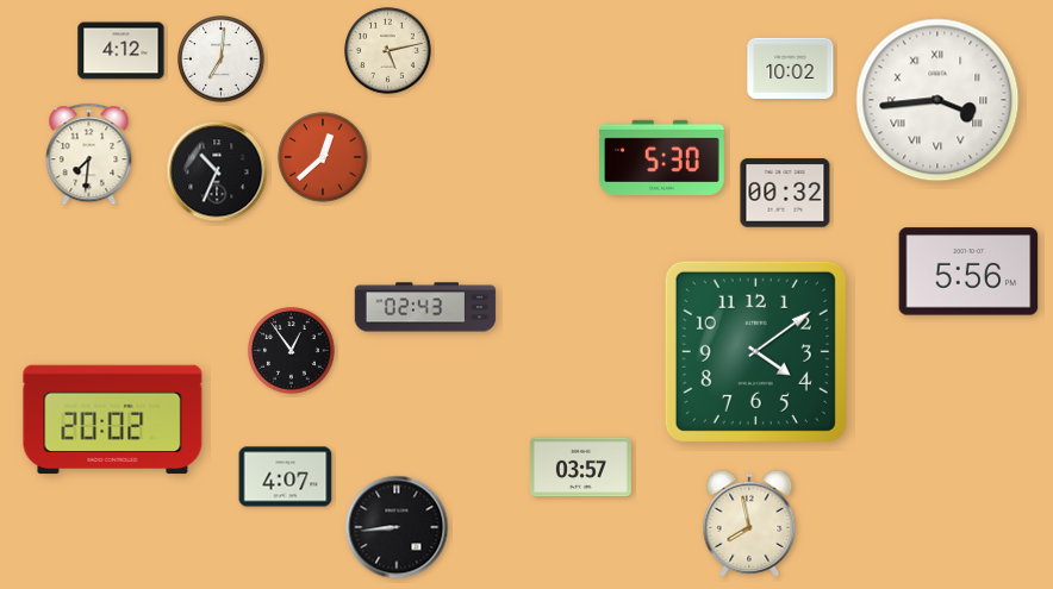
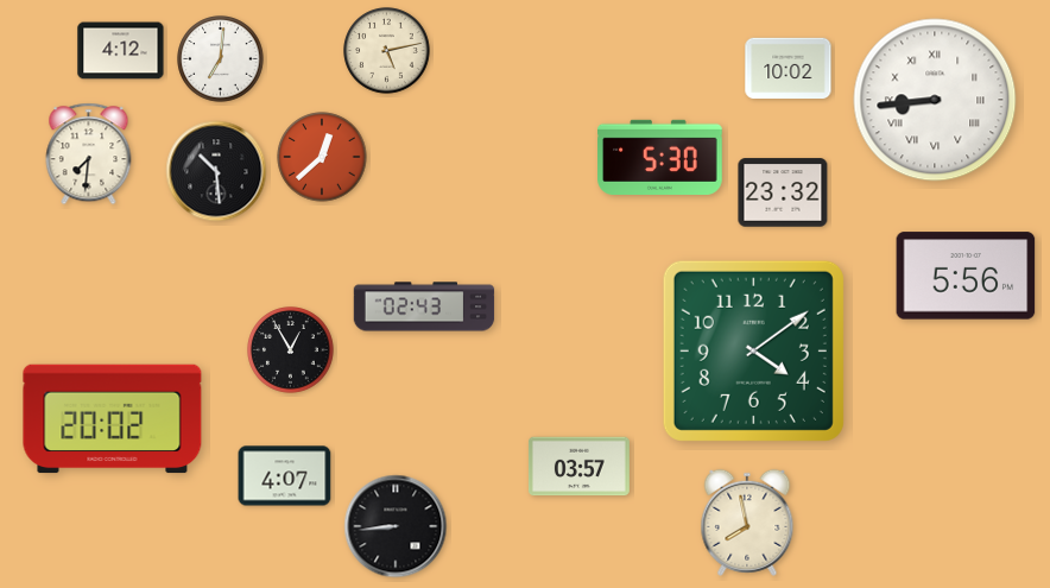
clock at (937, 100): 3:44 -> 8:44
clock at (217, 171): 10:34 -> 10:29
clock at (785, 193): 00:32 -> 23:32
clock at (968, 271) position: (968, 271) -> (966, 276)
clock at (292, 351): 12:54 -> 12:55
